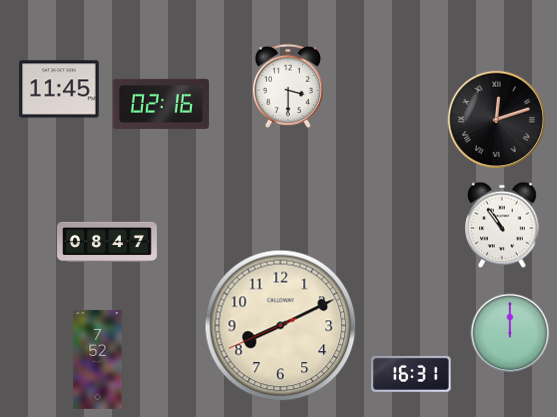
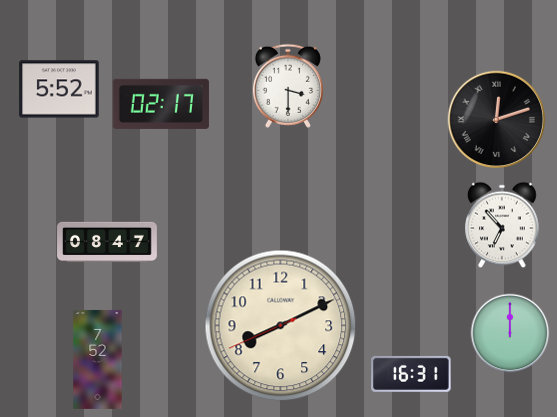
clock at (59, 89): 11:45 -> 5:52
clock at (161, 104): 02:16 -> 02:17
clock at (502, 225): 10:54 -> 6:53
